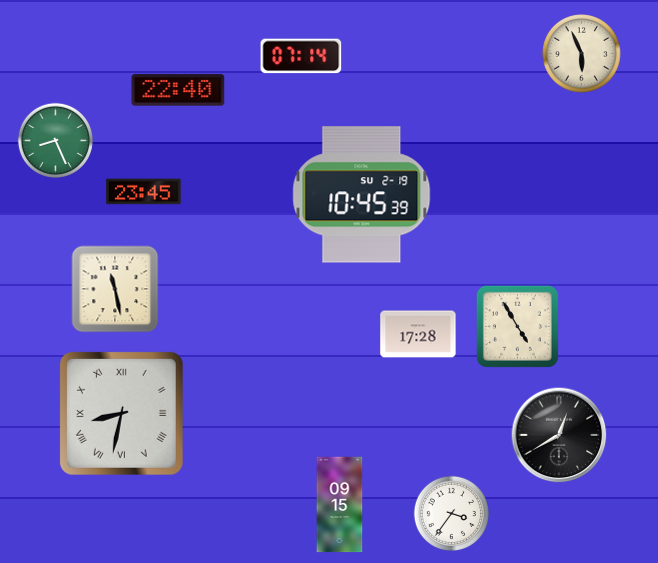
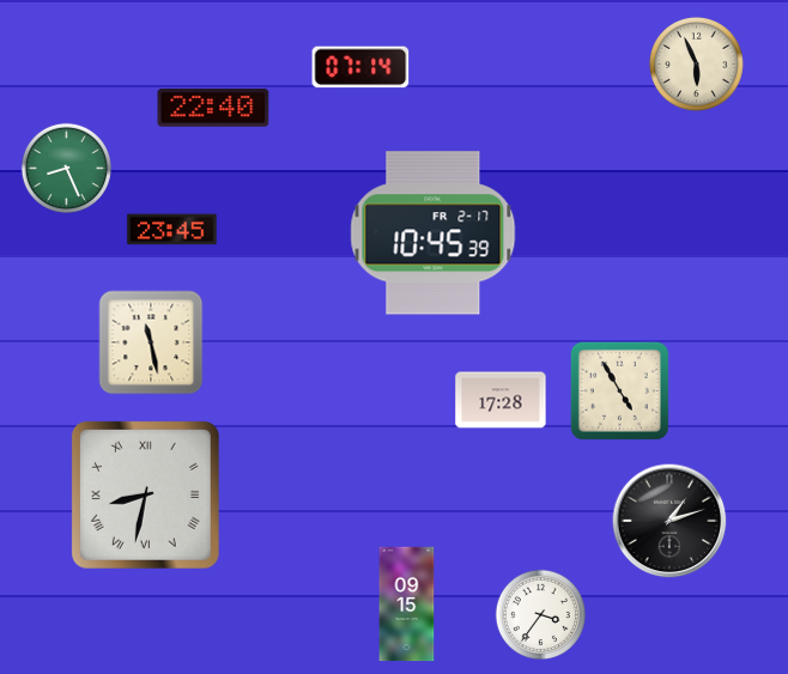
clock at (362, 195) date: SU 2-19 -> FR 2-17
clock at (115, 289) position: (115, 289) -> (151, 342)
clock at (559, 435): 12:40 -> 1:12
